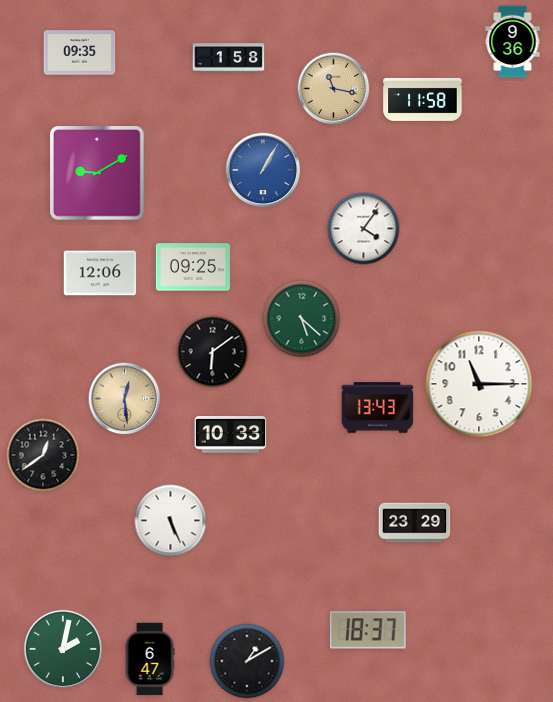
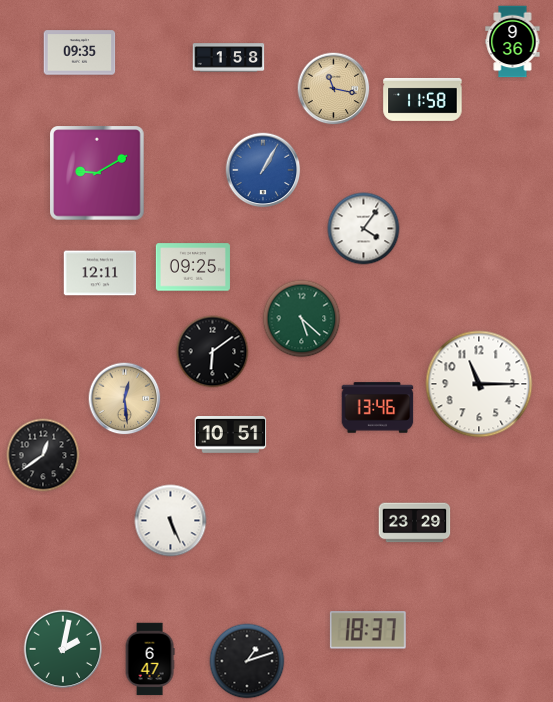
clock at (100, 273): 12:06 -> 12:11
clock at (378, 408): 13:43 -> 13:46
clock at (231, 435): 10:33 -> 10:51
clock at (247, 661): 1:10 -> 1:12
